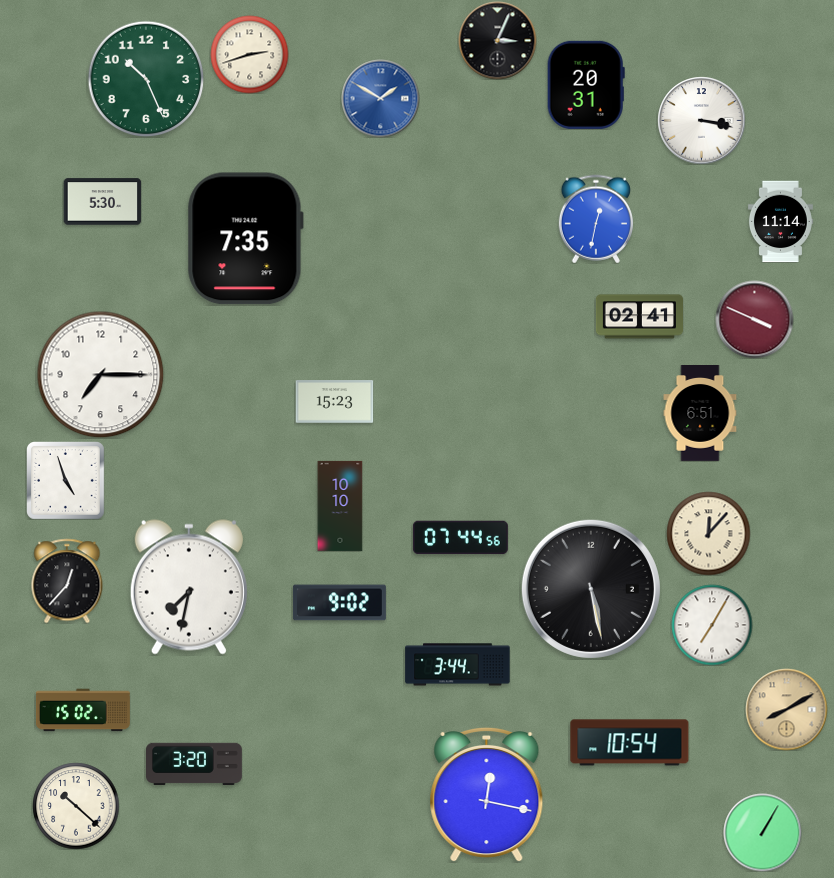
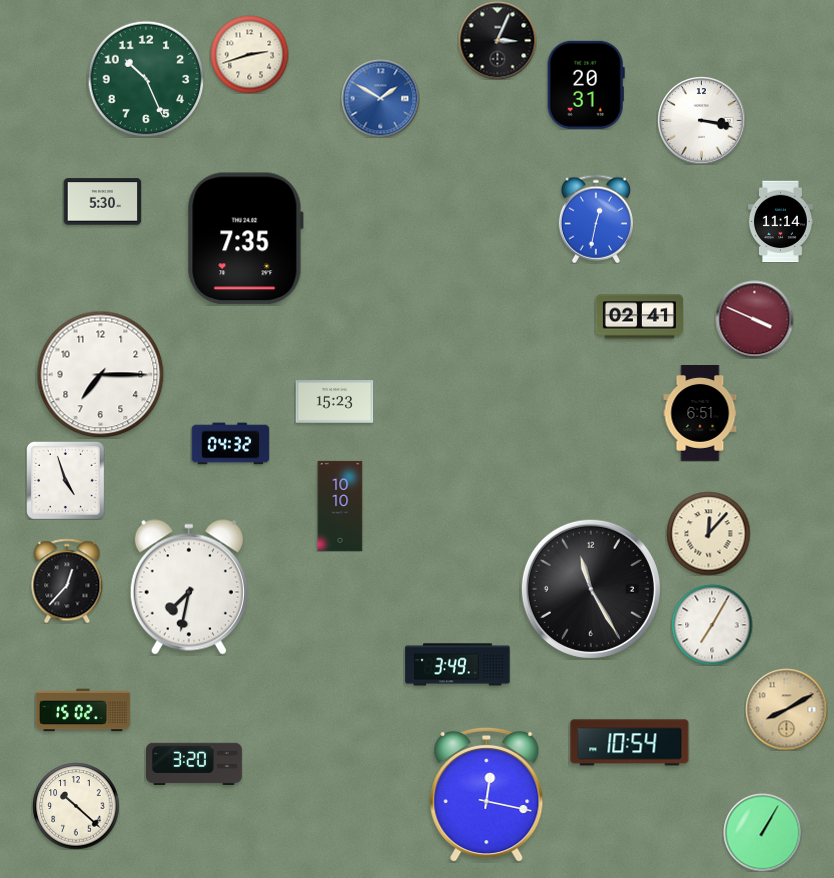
clock at (230, 444): none -> 04:32
clock at (460, 538): 07:44 -> none
clock at (591, 589): 5:28 -> 11:25
clock at (339, 603): 9:02 -> none
clock at (458, 665): 3:44 -> 3:49
